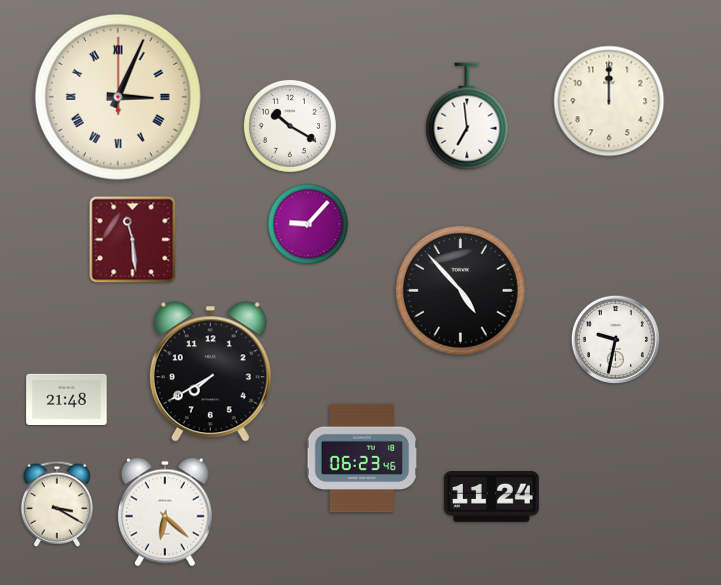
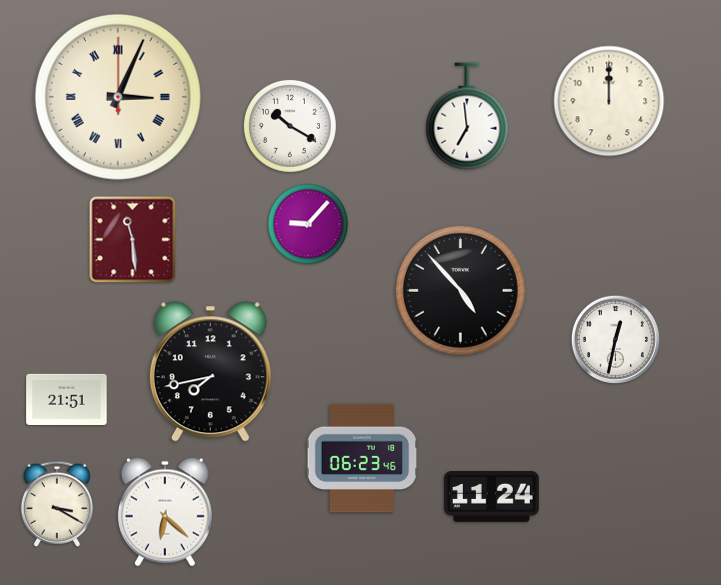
clock at (615, 339): 9:32 -> 12:32
clock at (210, 372): 7:40 -> 7:43
clock at (67, 399): 21:48 -> 21:51
